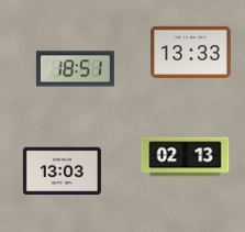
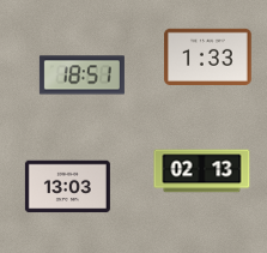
clock at (191, 52): 13:33 -> 1:33
